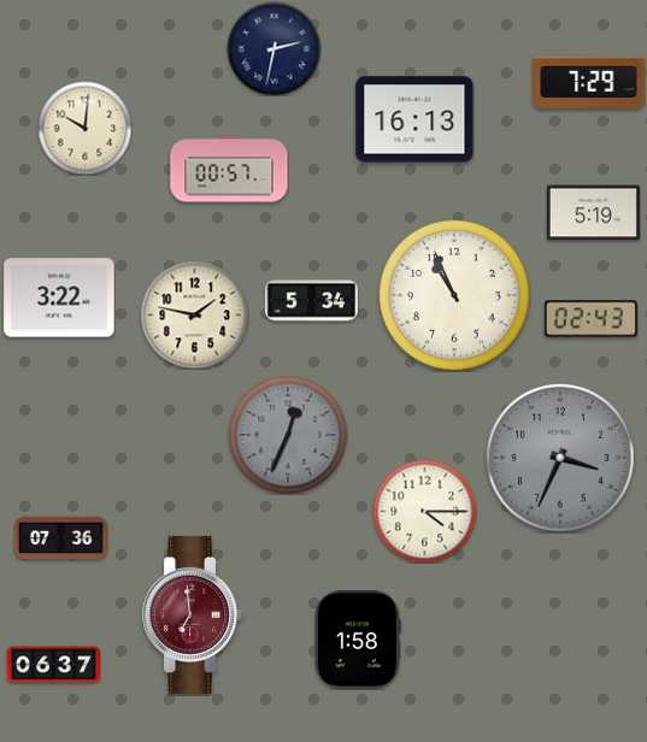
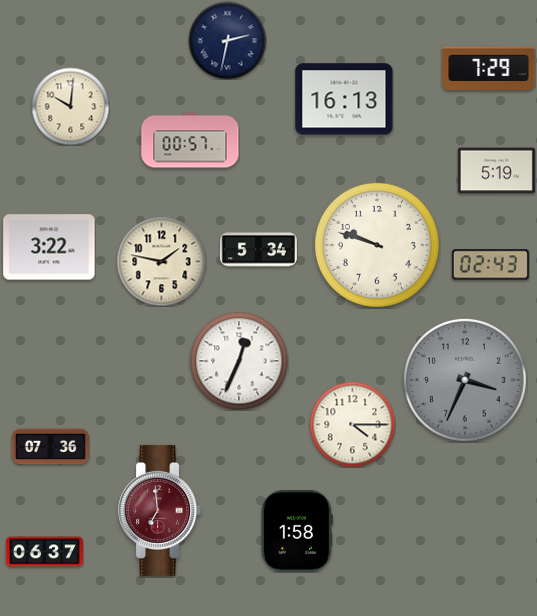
clock at (593, 213) position: (593, 213) -> (496, 171)
clock at (454, 295): 10:56 -> 9:48
clock at (288, 435) dial: grey -> white
